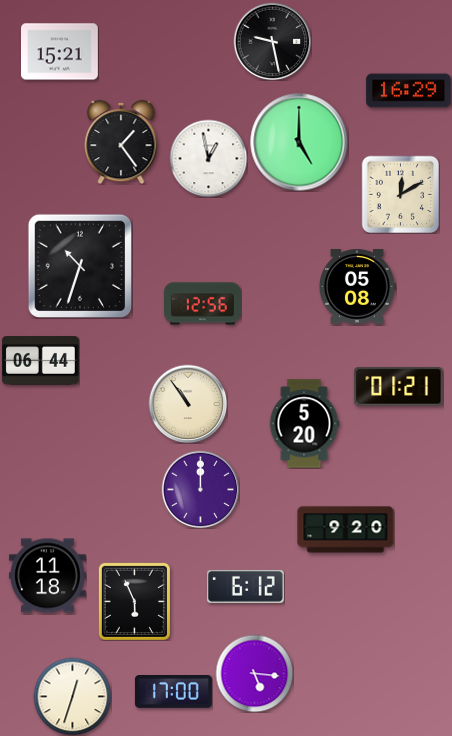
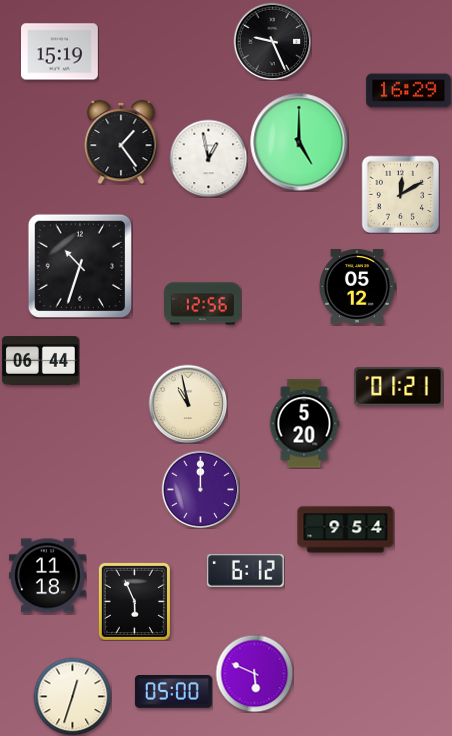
clock at (272, 41): 9:28 -> 9:26
clock at (60, 52): 15:21 -> 15:19
clock at (357, 287): 05:08 -> 05:12
clock at (188, 404): 10:54 -> 10:58
clock at (346, 530): 9:20 -> 9:54
clock at (245, 586) position: (245, 586) -> (245, 570)
clock at (254, 673): 5:16 -> 5:49
clock at (173, 692): 17:00 -> 05:00
